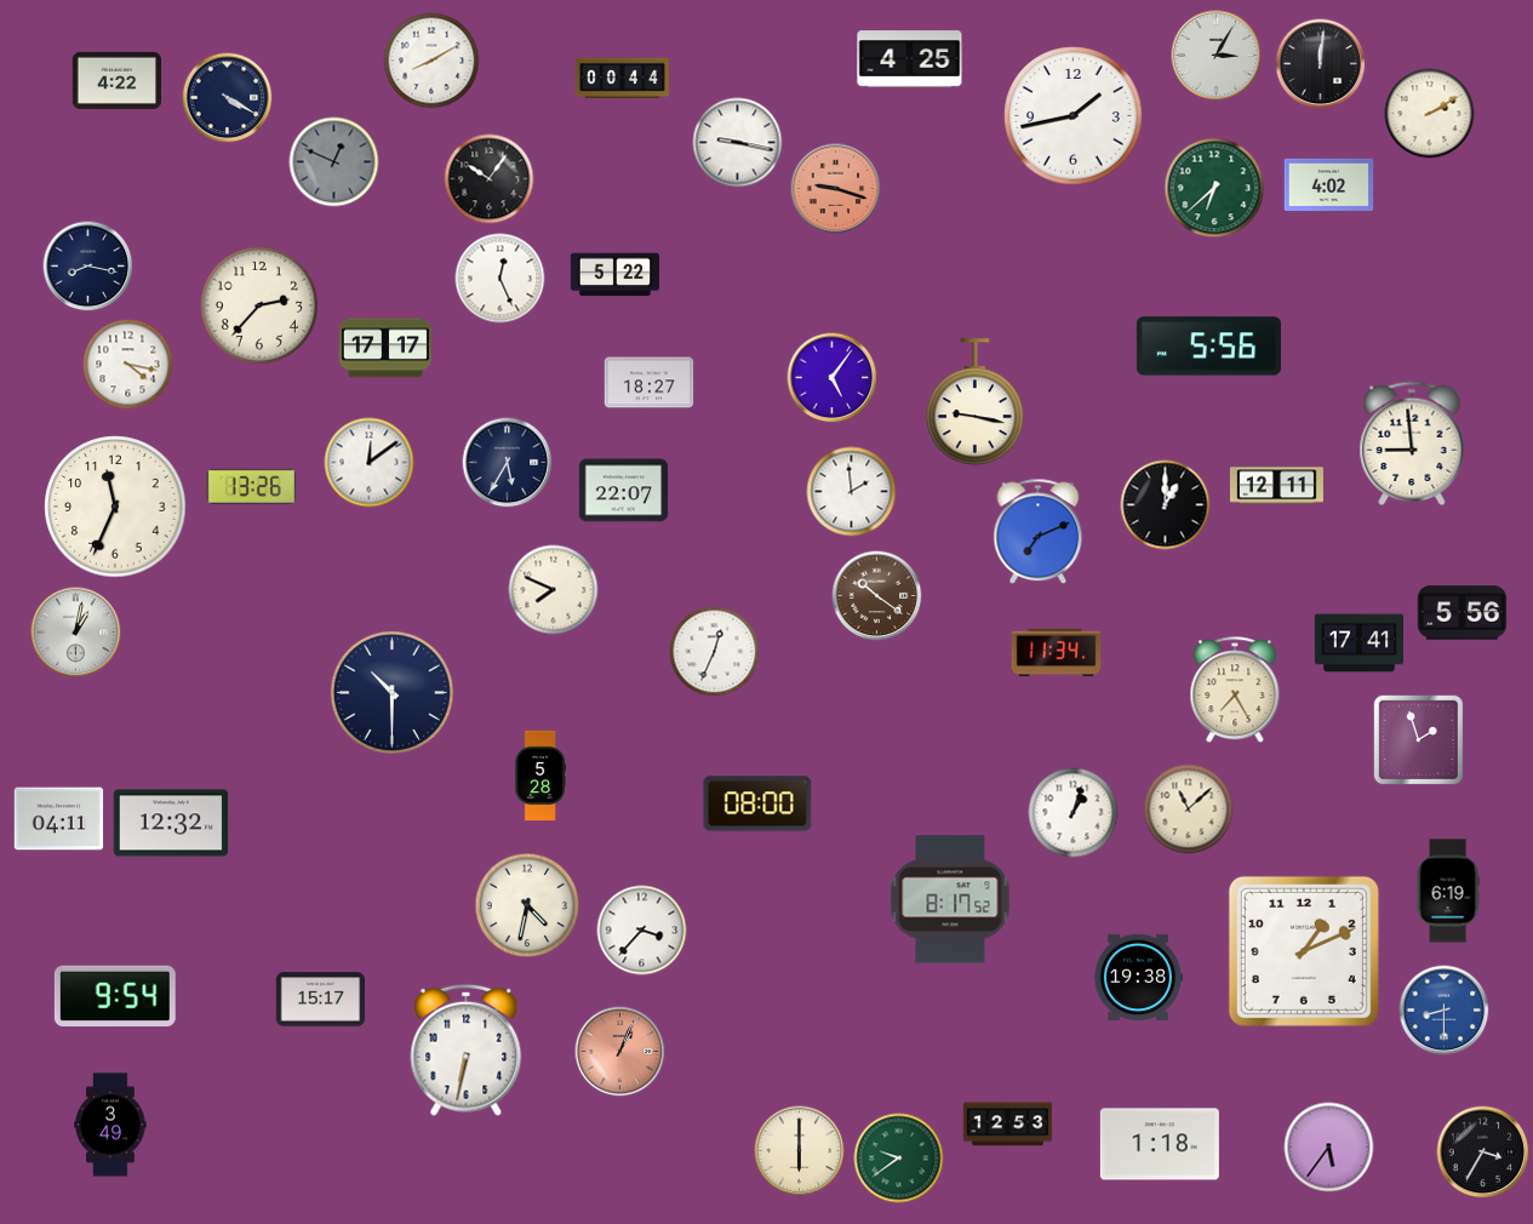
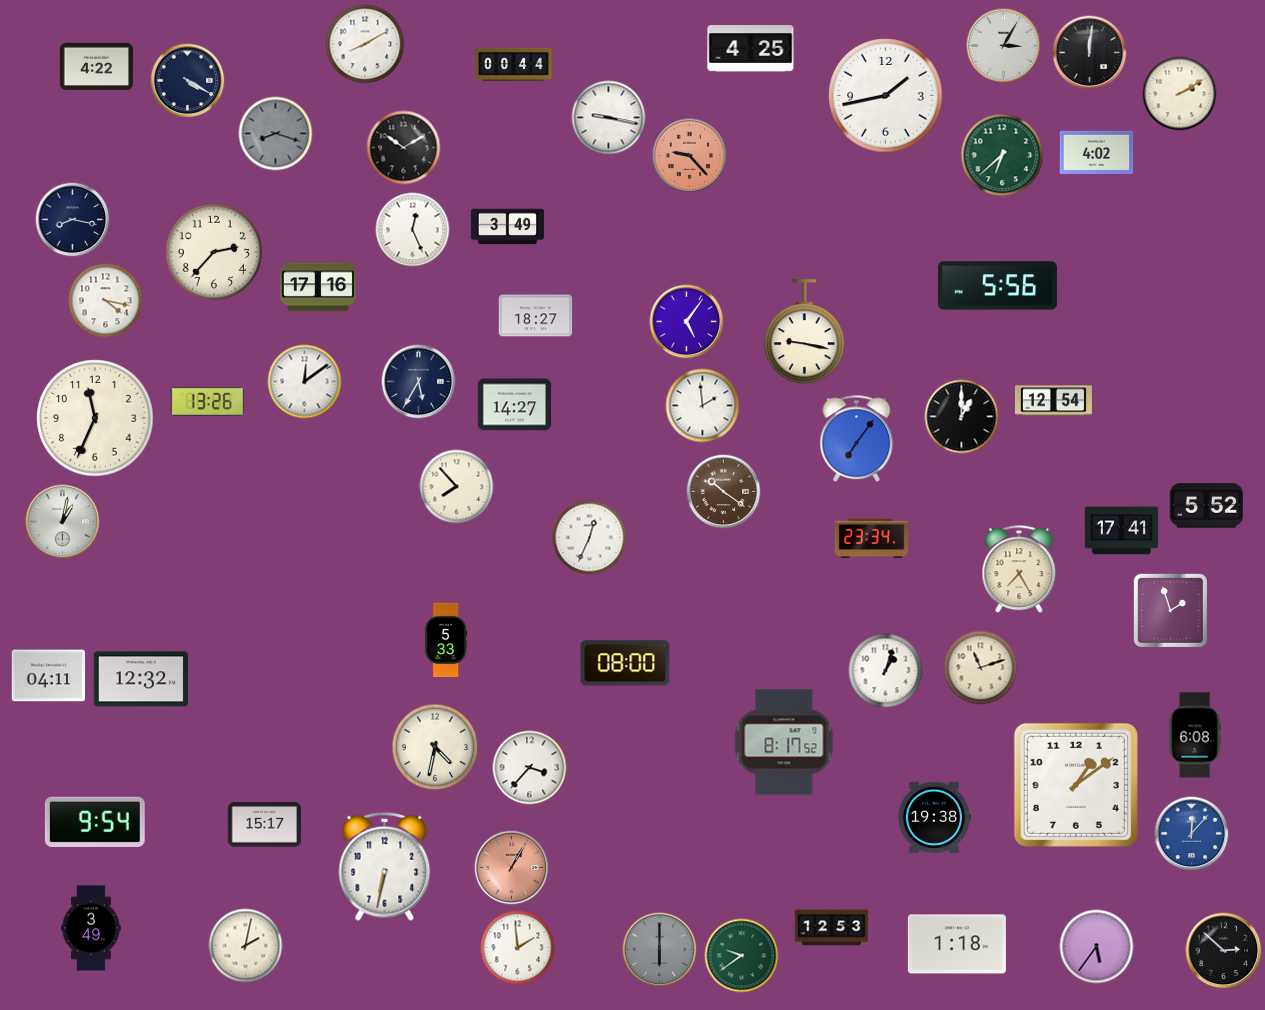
clock at (431, 61) position: (431, 61) -> (365, 44)
clock at (334, 162): 12:49 -> 8:18
clock at (490, 179): 10:06 -> 10:10
clock at (836, 189): 9:18 -> 9:23
clock at (616, 275): 5:22 -> 3:49
clock at (385, 348): 17:17 -> 17:16
clock at (833, 378) position: (833, 378) -> (687, 322)
clock at (1412, 444): 8:59 -> none
clock at (1276, 486): 12:11 -> 12:54
clock at (624, 491): 22:07 -> 14:27
clock at (1039, 532): 7:11 -> 7:06
clock at (554, 590): 7:49 -> 7:53
clock at (1463, 613): 5:56 -> 5:52
clock at (1057, 653): 11:34 -> 23:34
clock at (391, 692): 10:30 -> none
clock at (540, 776): 5:28 -> 5:33
clock at (1189, 810): 11:08 -> 11:12
clock at (1448, 891): 6:19 -> 6:08
clock at (1304, 951): 1:11 -> 1:09
clock at (1138, 978) position: (1138, 978) -> (934, 818)
clock at (1445, 1011): 8:30 -> 12:07
clock at (620, 1052): 1:04 -> 1:05
clock at (246, 946): none -> 2:02
clock at (518, 948): none -> 1:59
clock at (800, 1151) dial: cream -> grey
clock at (1483, 1152): 3:35 -> 2:52
